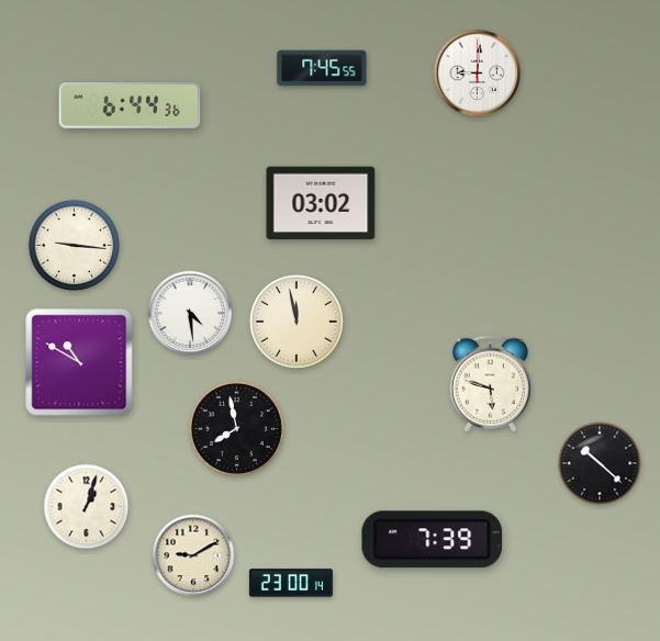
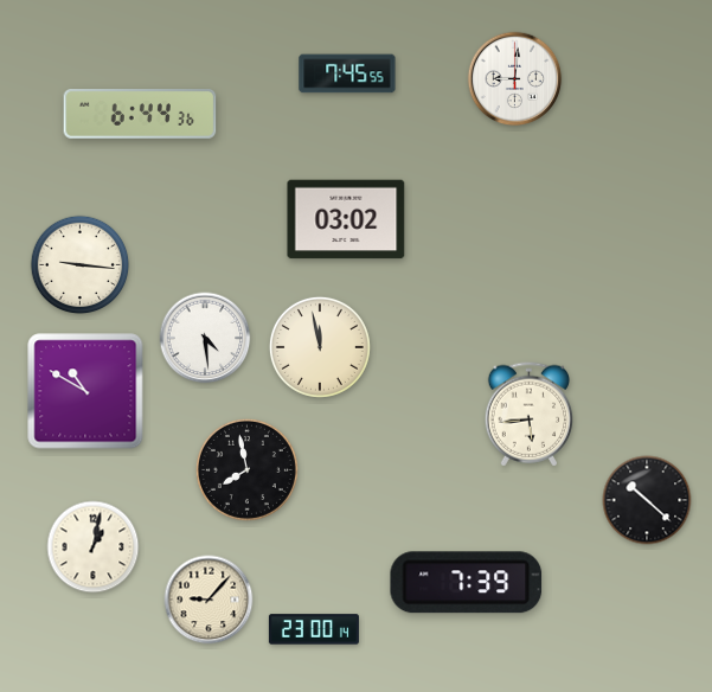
clock at (490, 384): 5:48 -> 5:44
clock at (236, 428) position: (236, 428) -> (246, 469)
clock at (87, 507): 1:03 -> 1:02
clock at (193, 555): 9:10 -> 9:07
